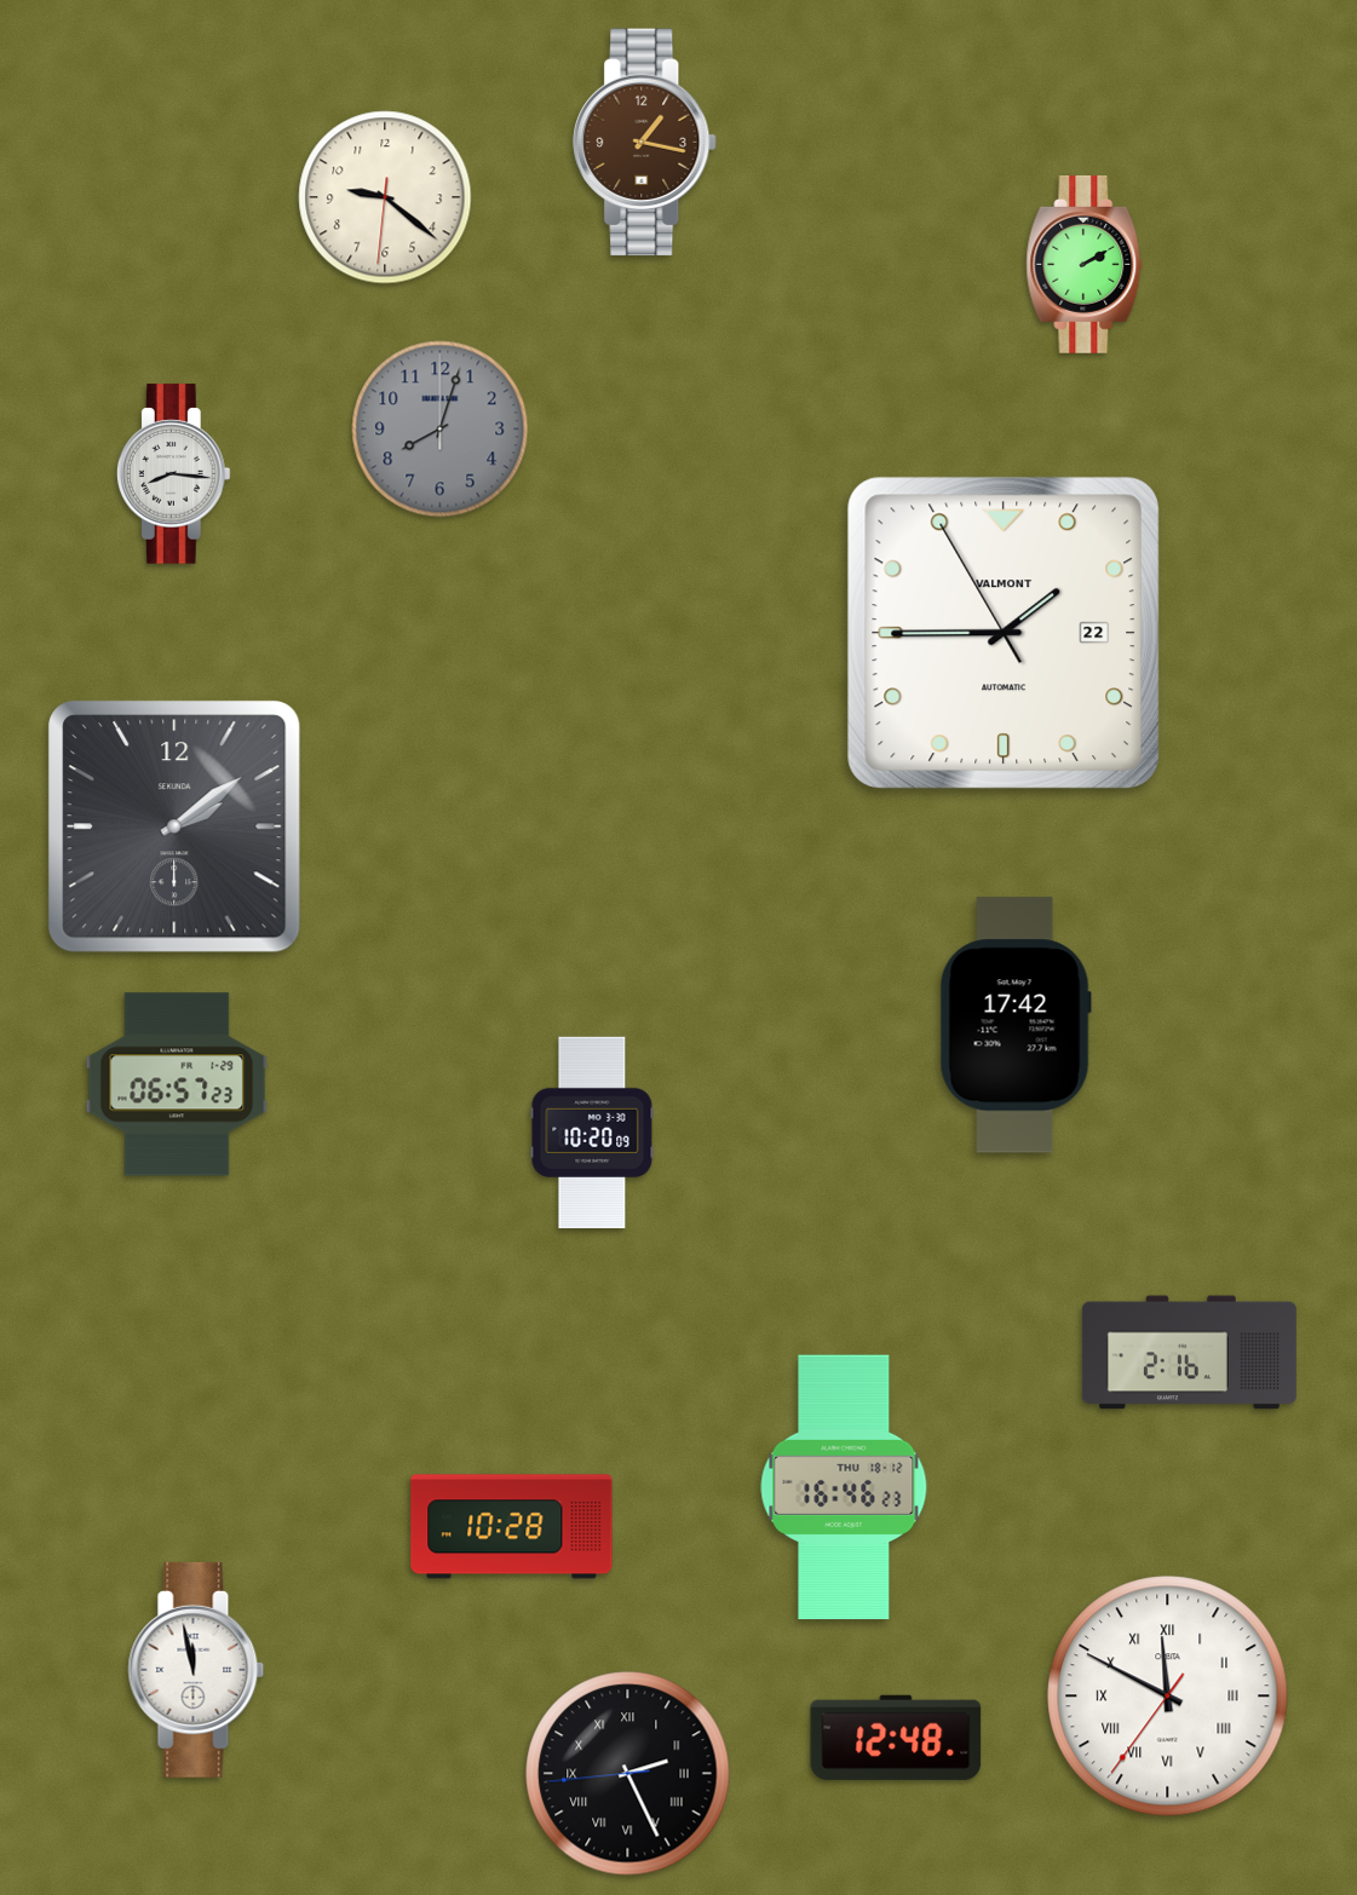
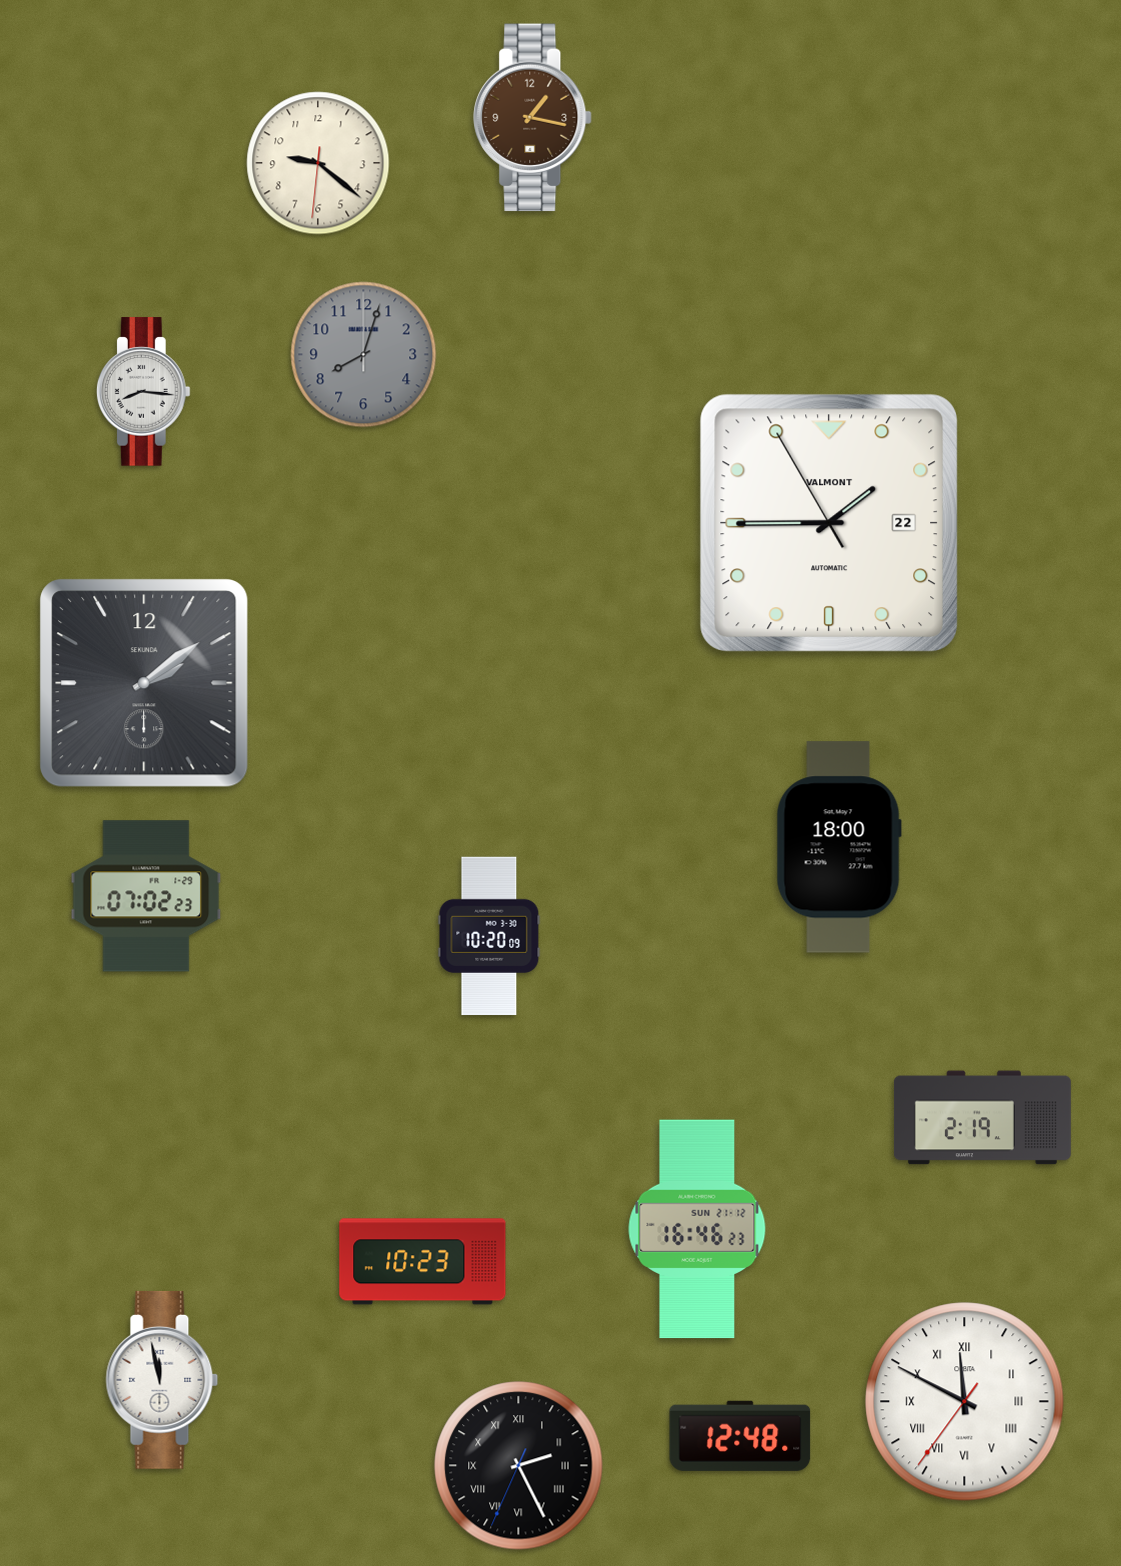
clock at (1085, 264): 2:10 -> none
clock at (1016, 1025): 17:42 -> 18:00
clock at (177, 1084): 06:57 -> 07:02
clock at (1189, 1353): 2:16 -> 2:19
clock at (844, 1487) date: THU 18-12 -> SUN 21-12
clock at (512, 1527): 10:28 -> 10:23
clock at (628, 1774): 2:25:44 -> 2:25:34
